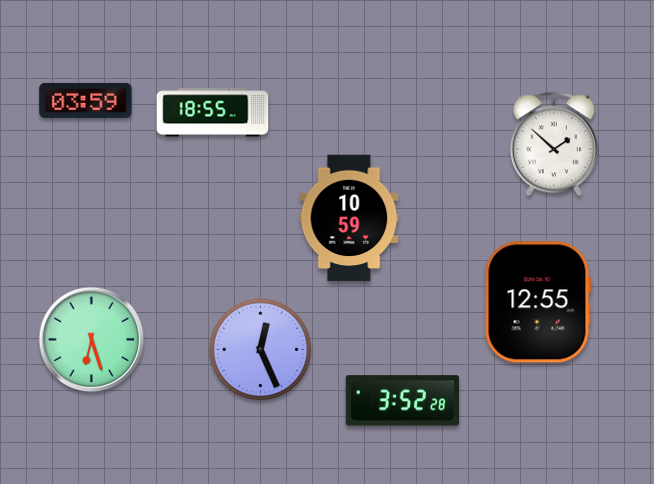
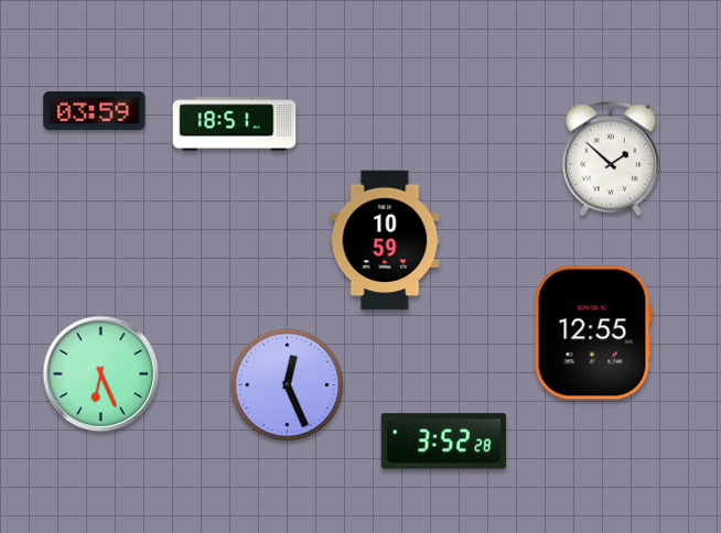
clock at (213, 113): 18:55 -> 18:51
clock at (92, 340): 6:27 -> 6:26
